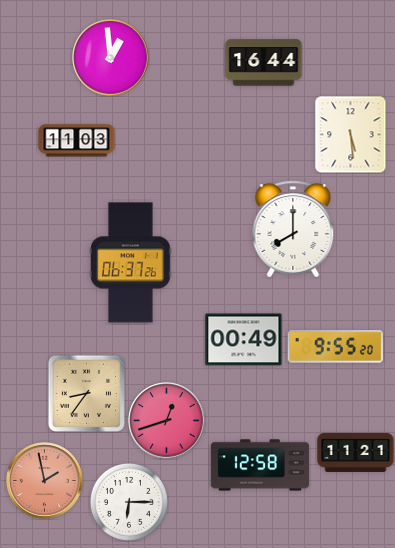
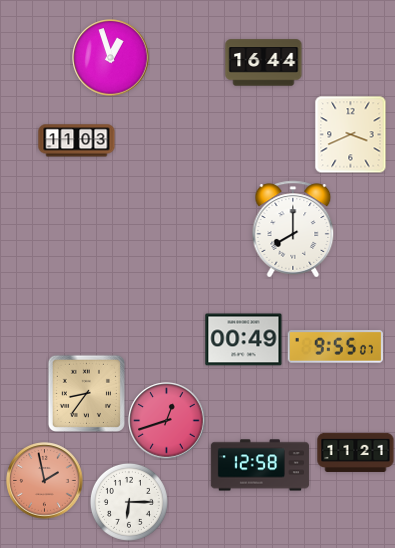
clock at (111, 58): 12:59 -> 12:57
clock at (351, 134): 5:29 -> 3:41
clock at (131, 263): 06:37 -> none
clock at (335, 347): 9:55:20 -> 9:55:07
